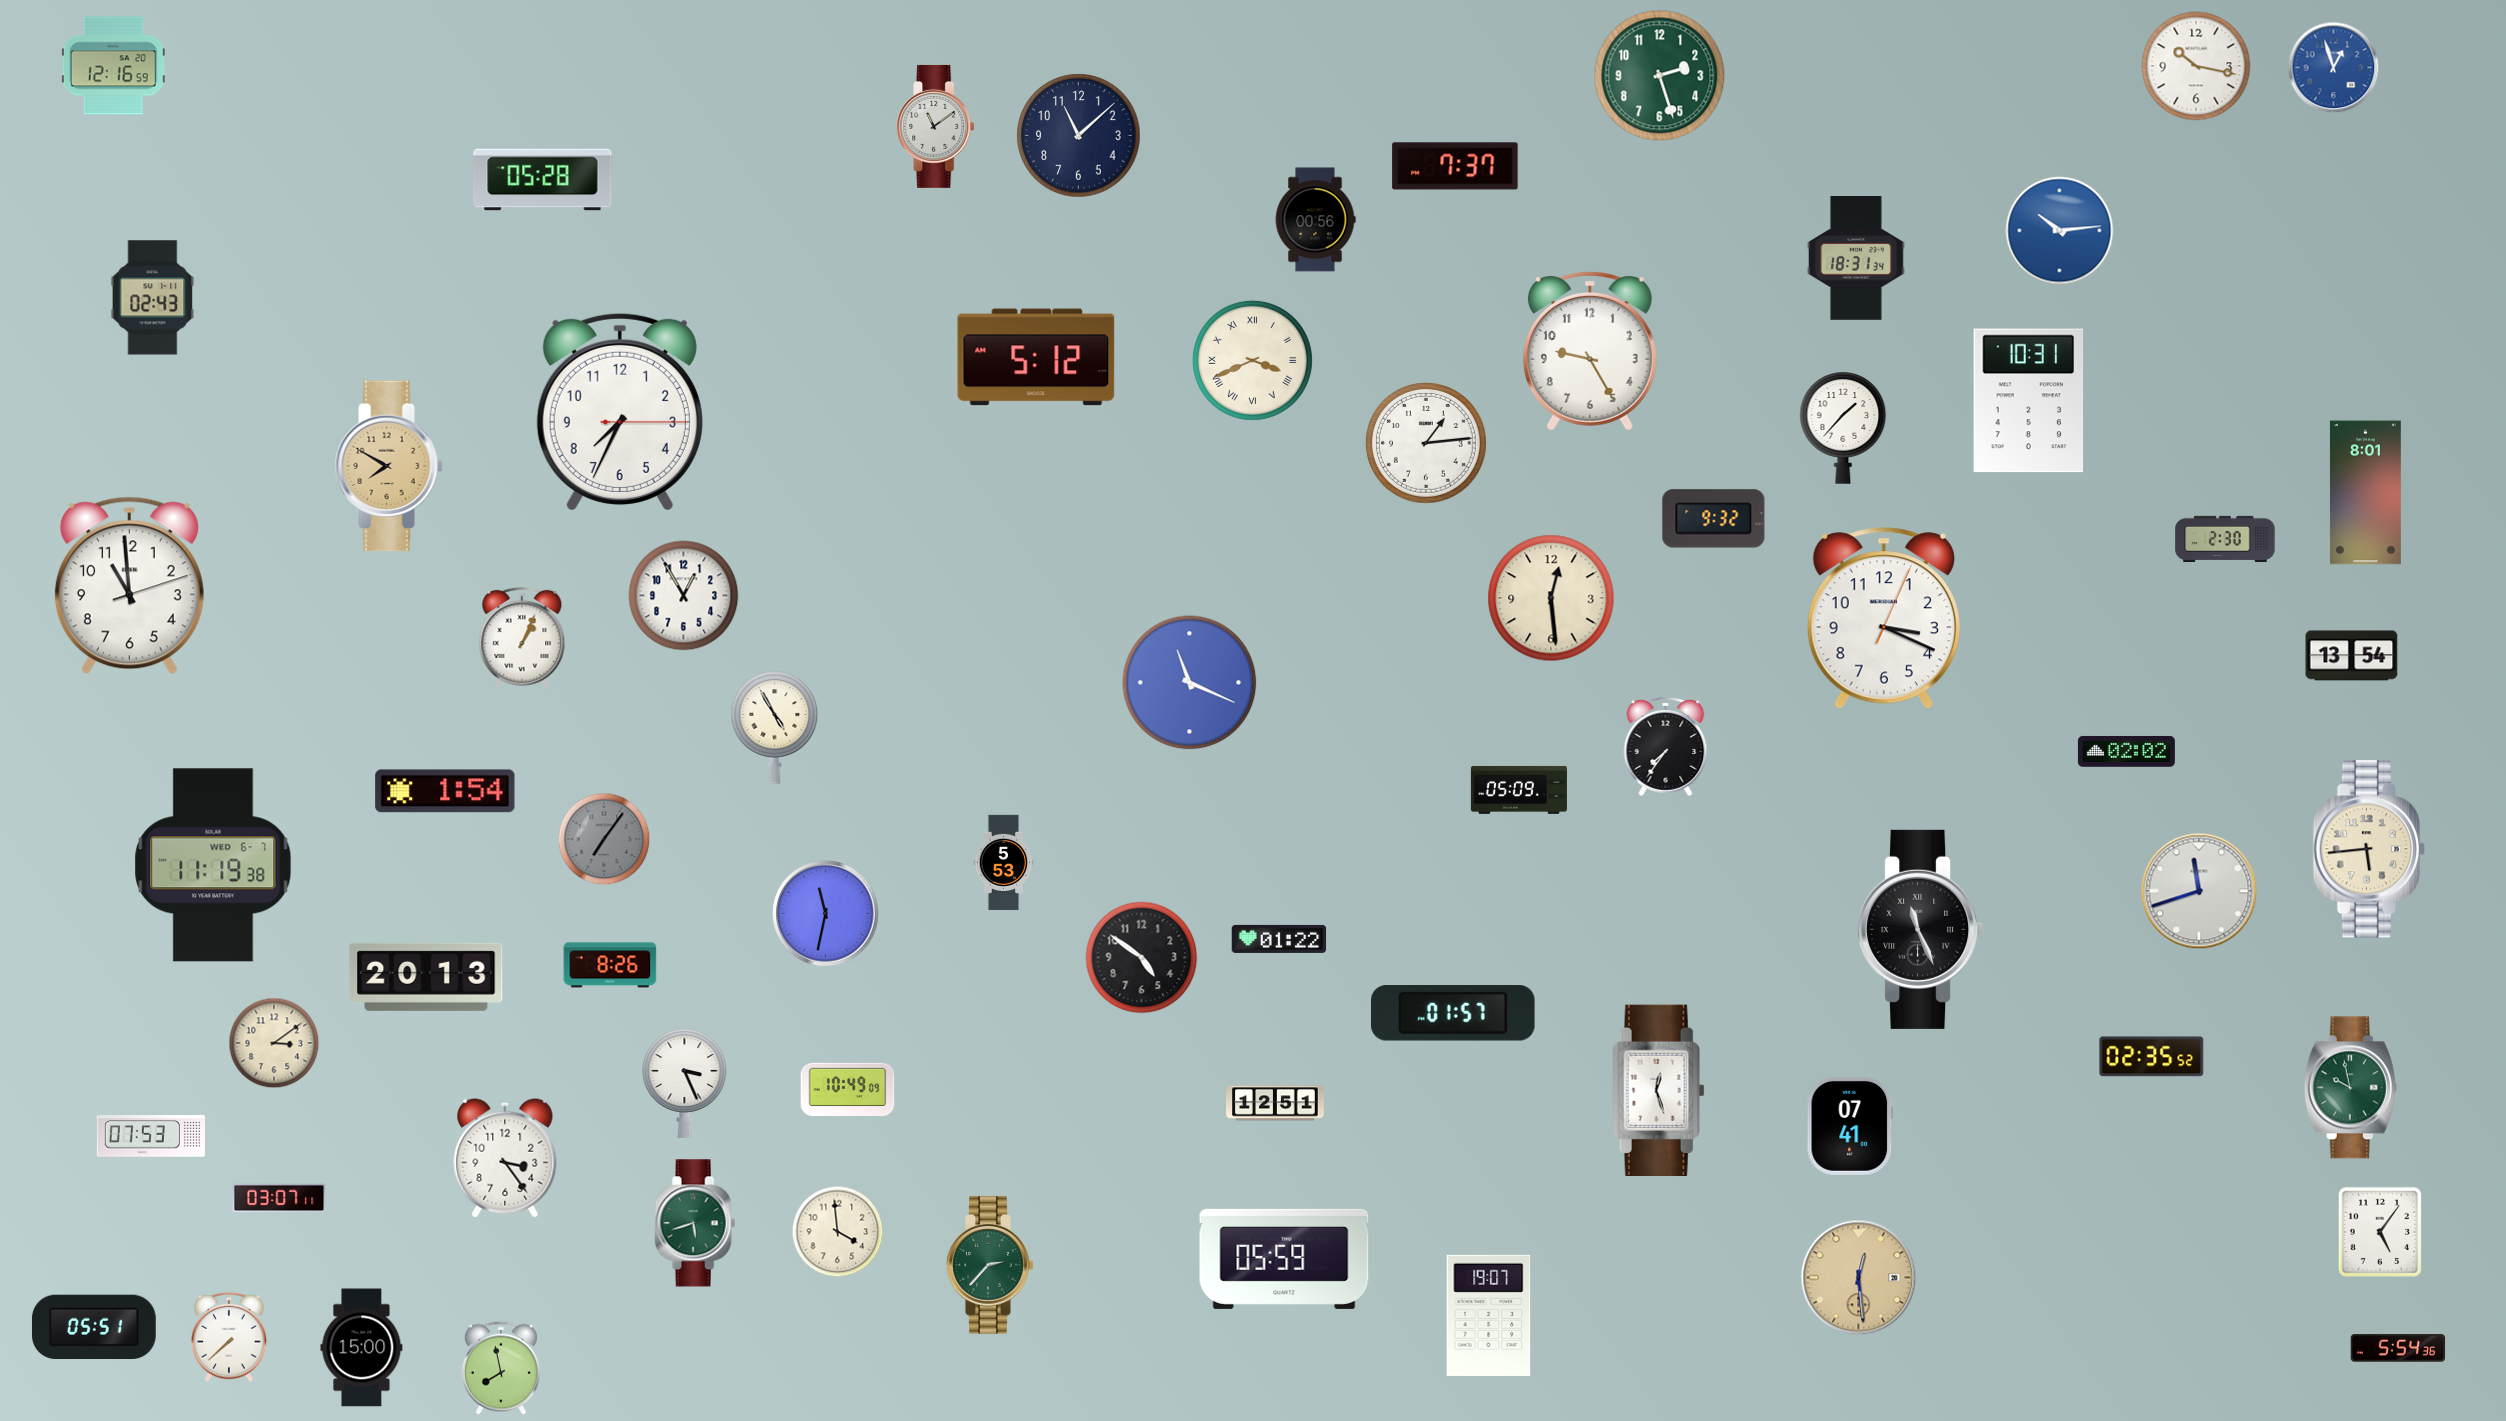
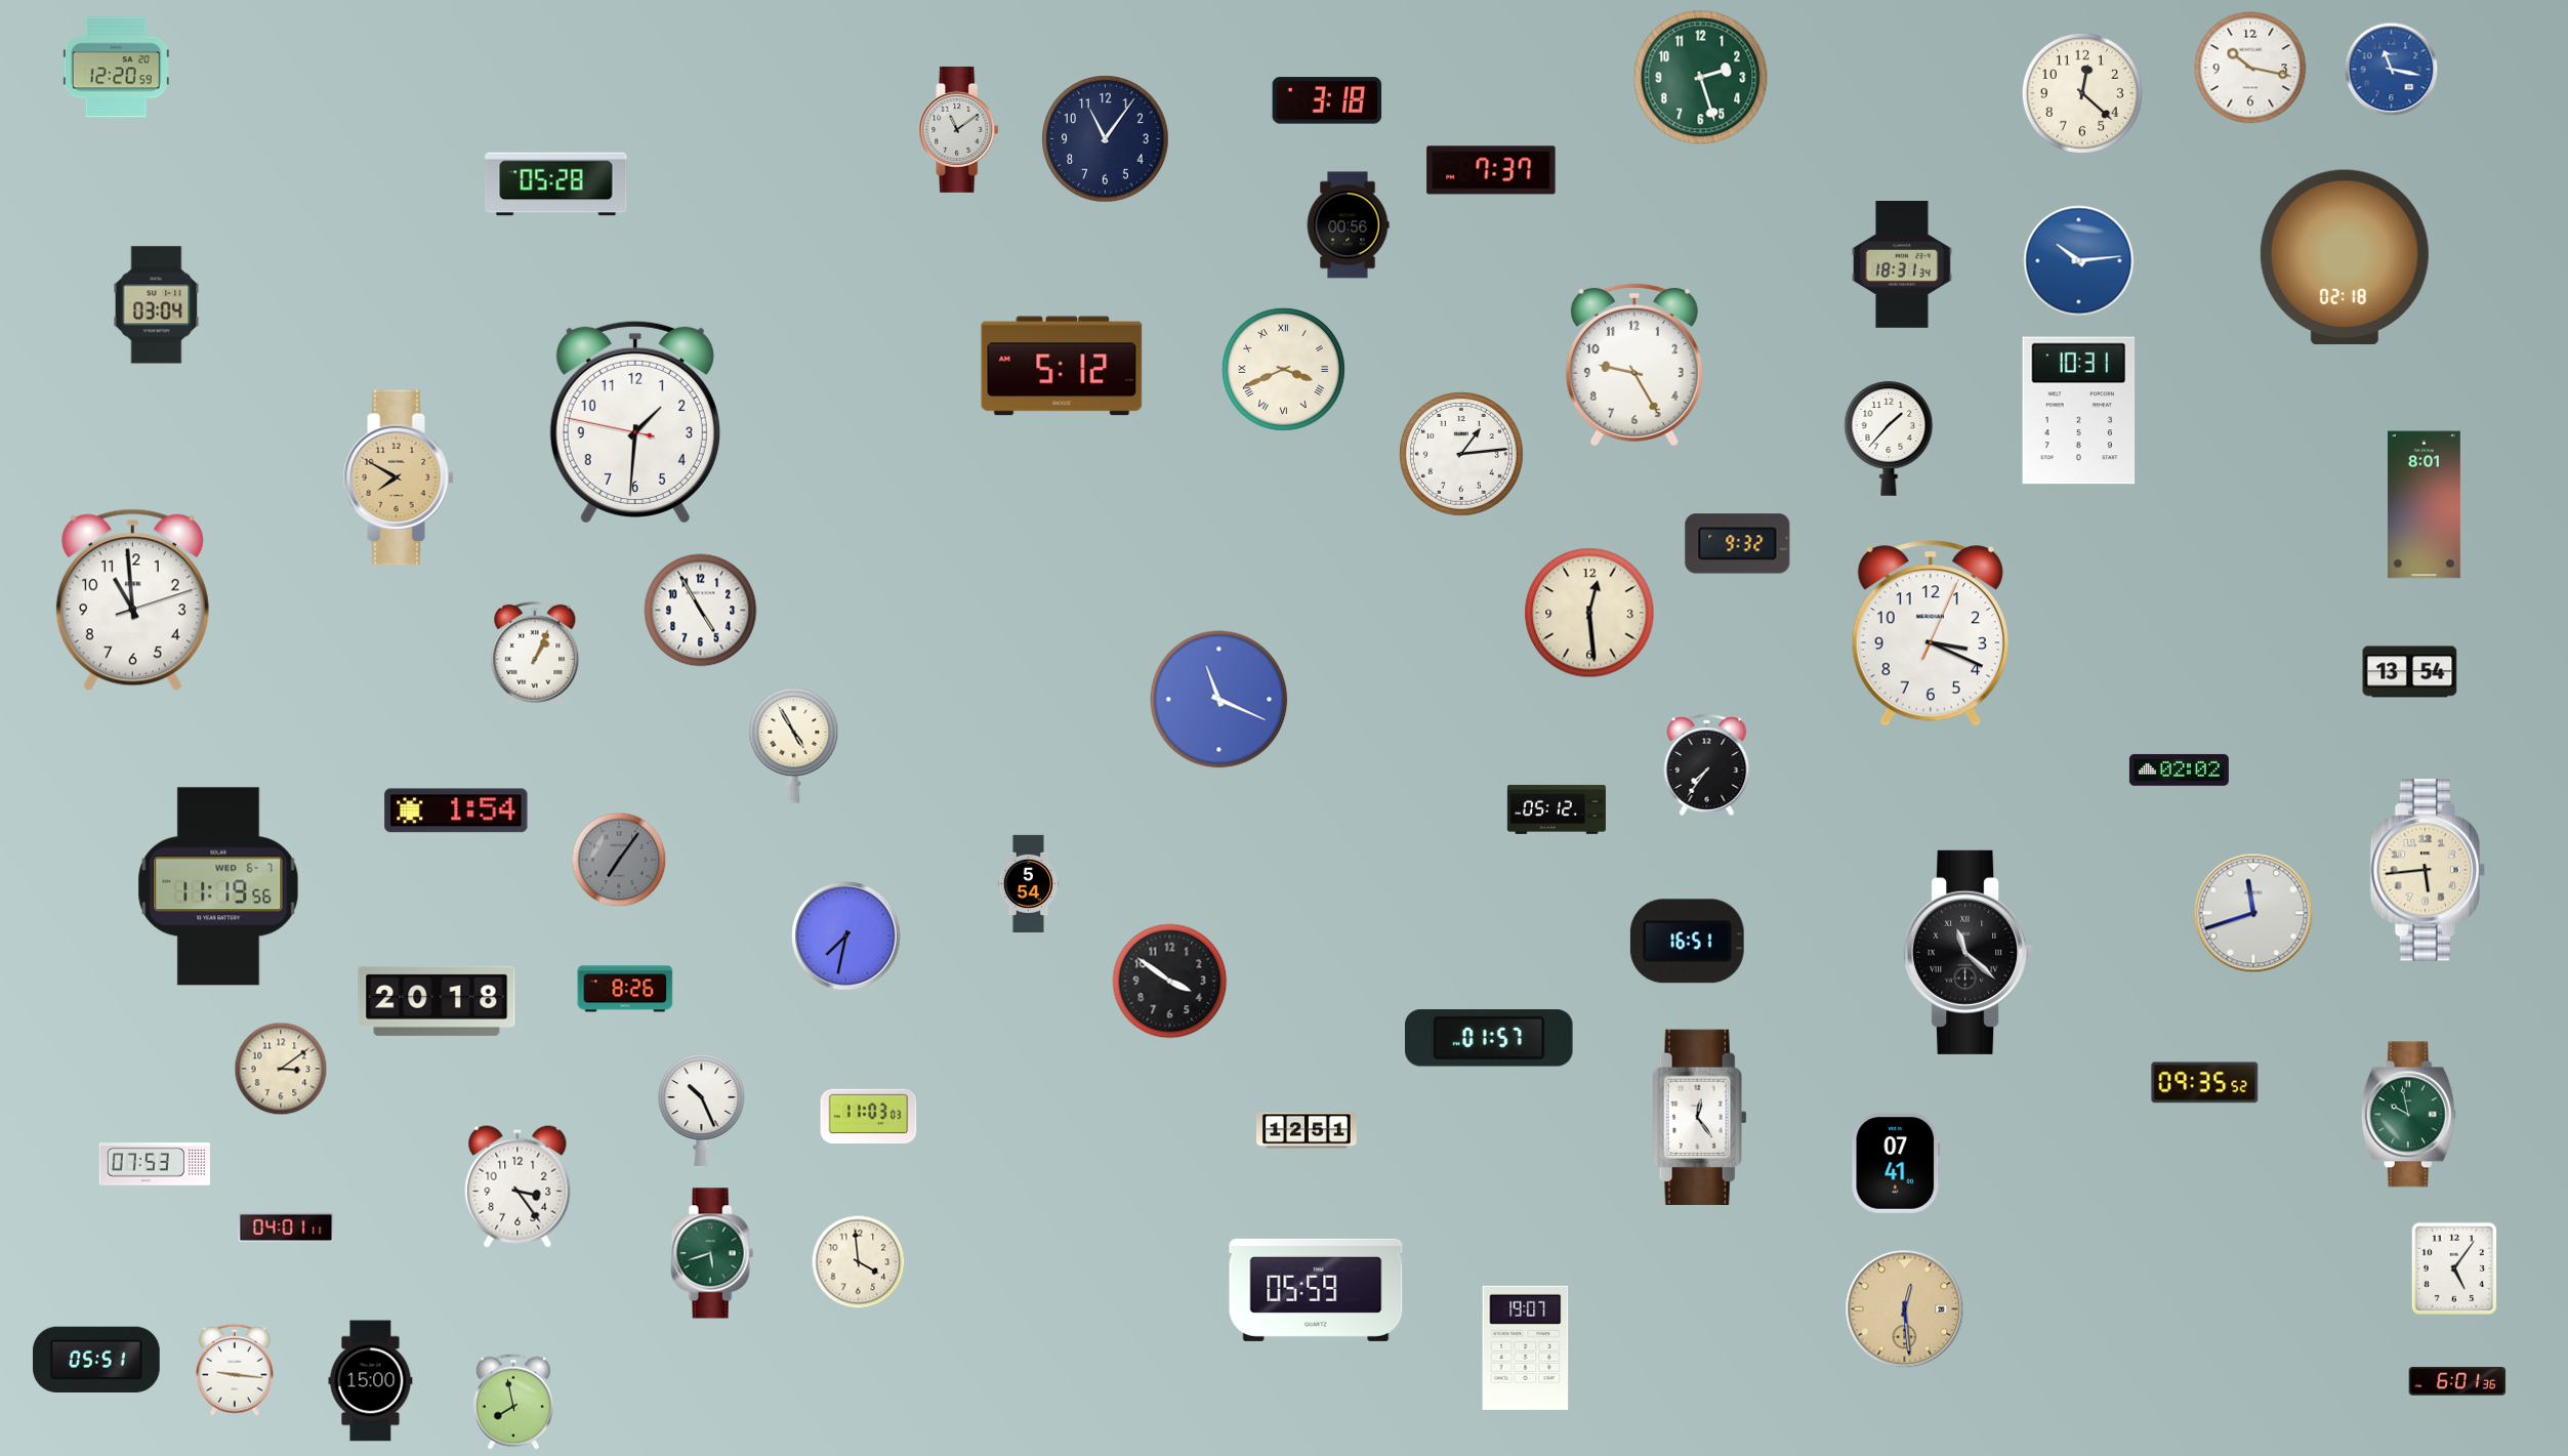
clock at (113, 66): 12:16 -> 12:20
clock at (2334, 68): 12:57 -> 11:17
clock at (2082, 93): none -> 12:22
clock at (1327, 100): none -> 3:18
clock at (1079, 136): 11:08 -> 11:06
clock at (2060, 231) position: (2060, 231) -> (2079, 261)
clock at (2345, 257): none -> 02:18
clock at (153, 298): 02:43 -> 03:04
clock at (1590, 351) position: (1590, 351) -> (1634, 365)
clock at (620, 412): 7:34 -> 1:30
clock at (1714, 519) position: (1714, 519) -> (1738, 544)
clock at (2225, 538): 2:30 -> none
clock at (684, 596): 12:55 -> 4:55
clock at (1519, 790): 05:09 -> 05:12
clock at (1004, 863): 5:53 -> 5:54
clock at (213, 865): 11:19:38 -> 11:19:56
clock at (826, 914): 11:32 -> 7:32
clock at (1687, 942): none -> 16:51
clock at (1921, 929): 11:26 -> 11:22
clock at (1279, 939): 01:22 -> none
clock at (1142, 958): 4:51 -> 3:51
clock at (426, 977): 20:13 -> 20:18
clock at (2152, 1057): 02:35 -> 09:35
clock at (685, 1083): 3:26 -> 10:26
clock at (848, 1090): 10:49 -> 11:03
clock at (1659, 1090): 12:27 -> 12:24
clock at (1850, 1126) position: (1850, 1126) -> (1896, 1163)
clock at (279, 1198): 03:07 -> 04:01
clock at (2380, 1231) position: (2380, 1231) -> (2454, 1267)
clock at (990, 1265): 2:37 -> none
clock at (229, 1337): 7:38 -> 9:16
clock at (2398, 1348): 5:54 -> 6:01
